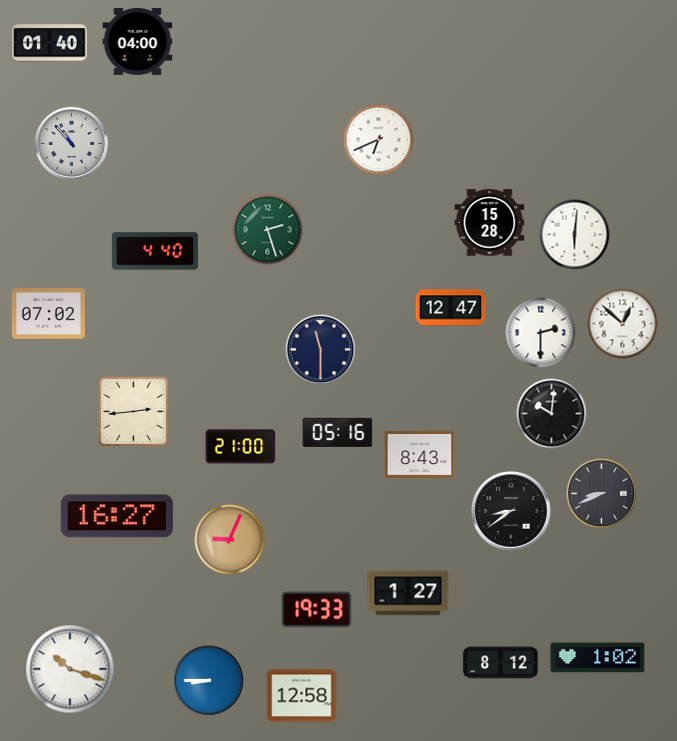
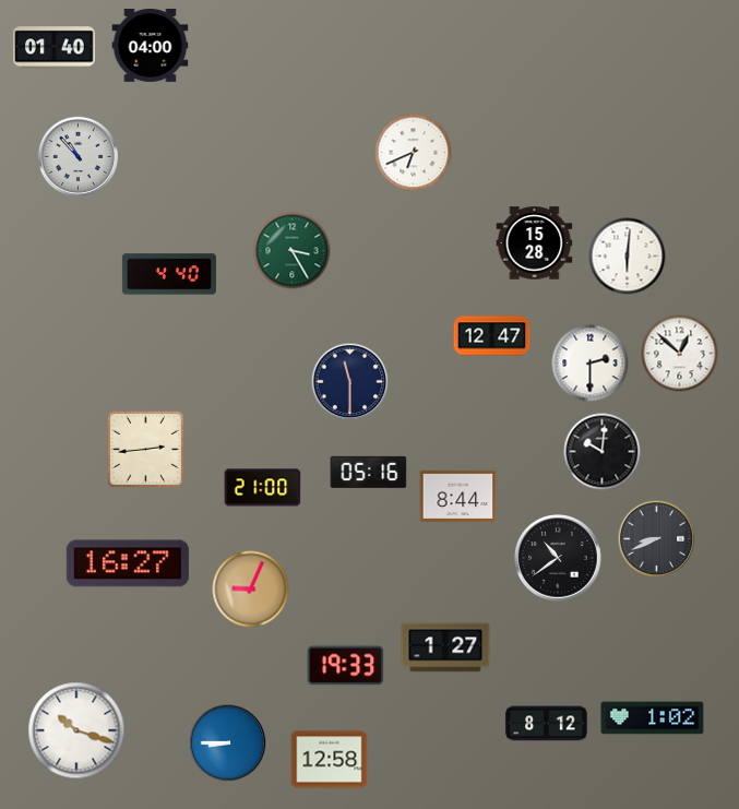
clock at (268, 230): 2:27 -> 3:25
clock at (48, 314): 07:02 -> none
clock at (420, 454): 8:43 -> 8:44
clock at (511, 511): 8:39 -> 10:39
